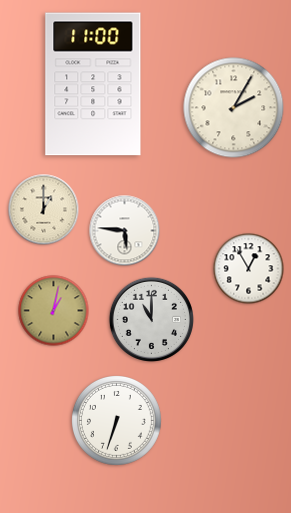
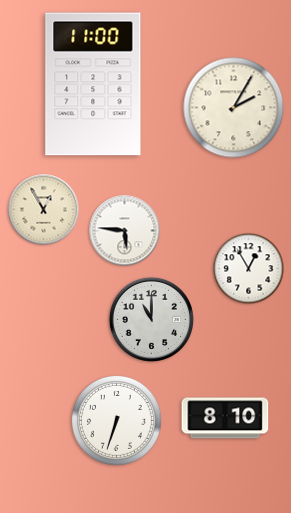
clock at (44, 210): 1:00 -> 12:55
clock at (54, 311): 1:02 -> none
clock at (225, 418): none -> 8:10
